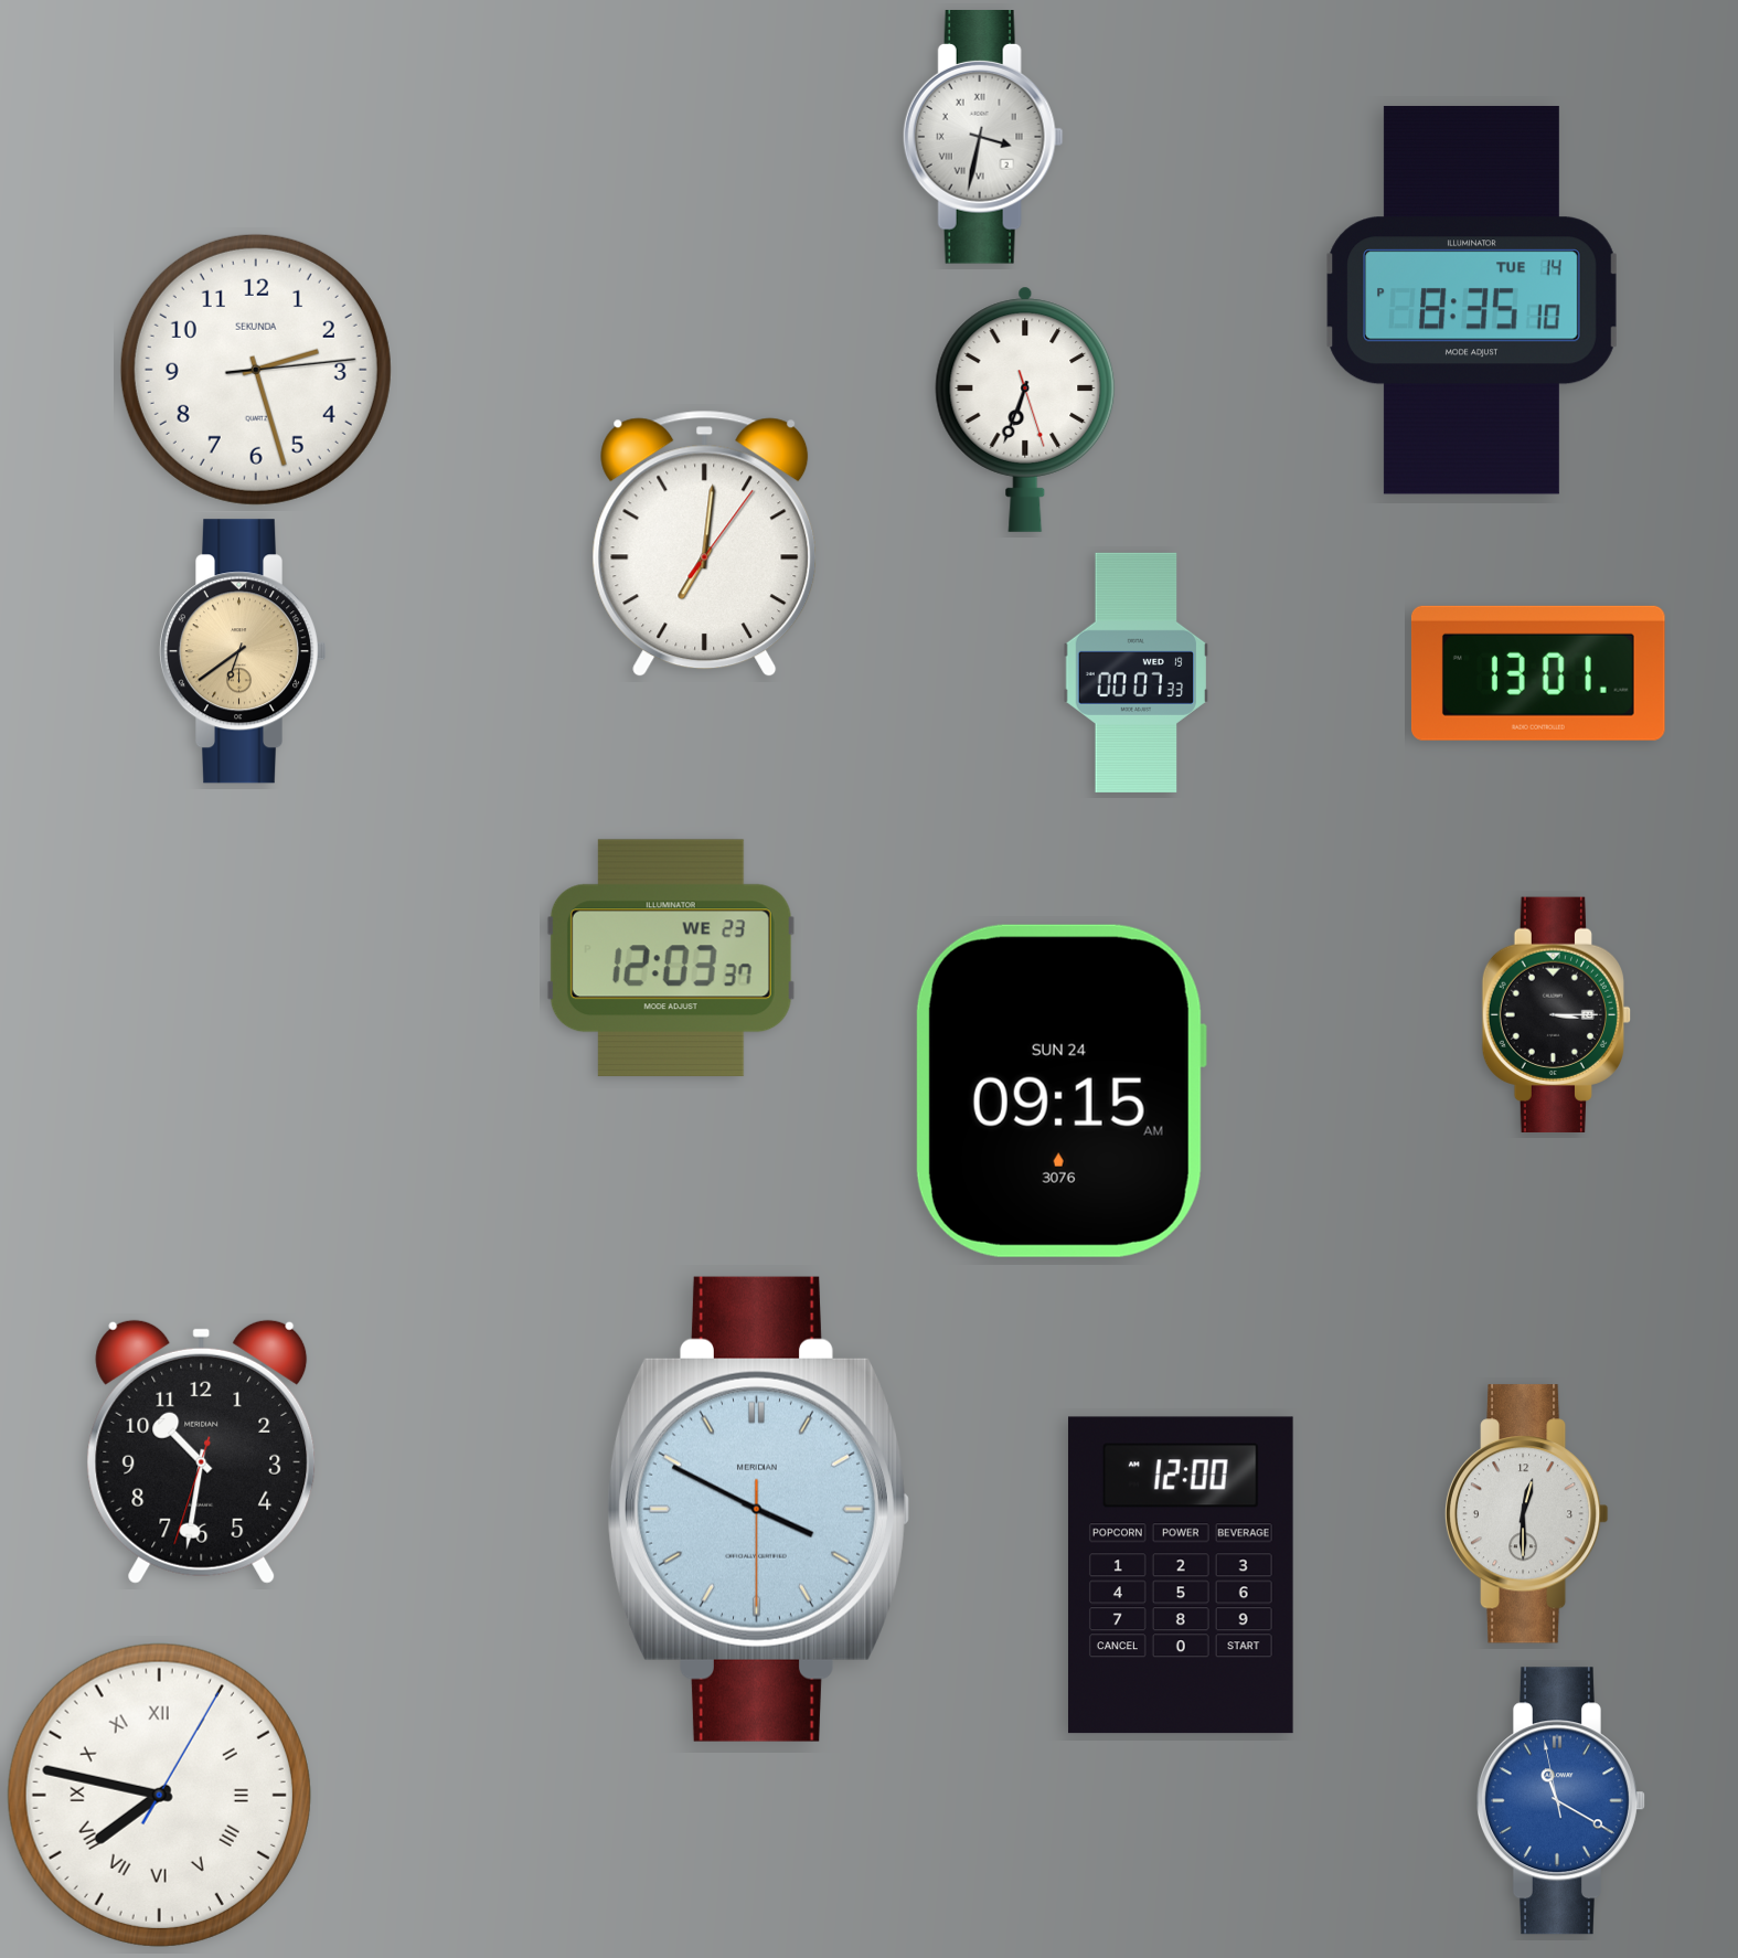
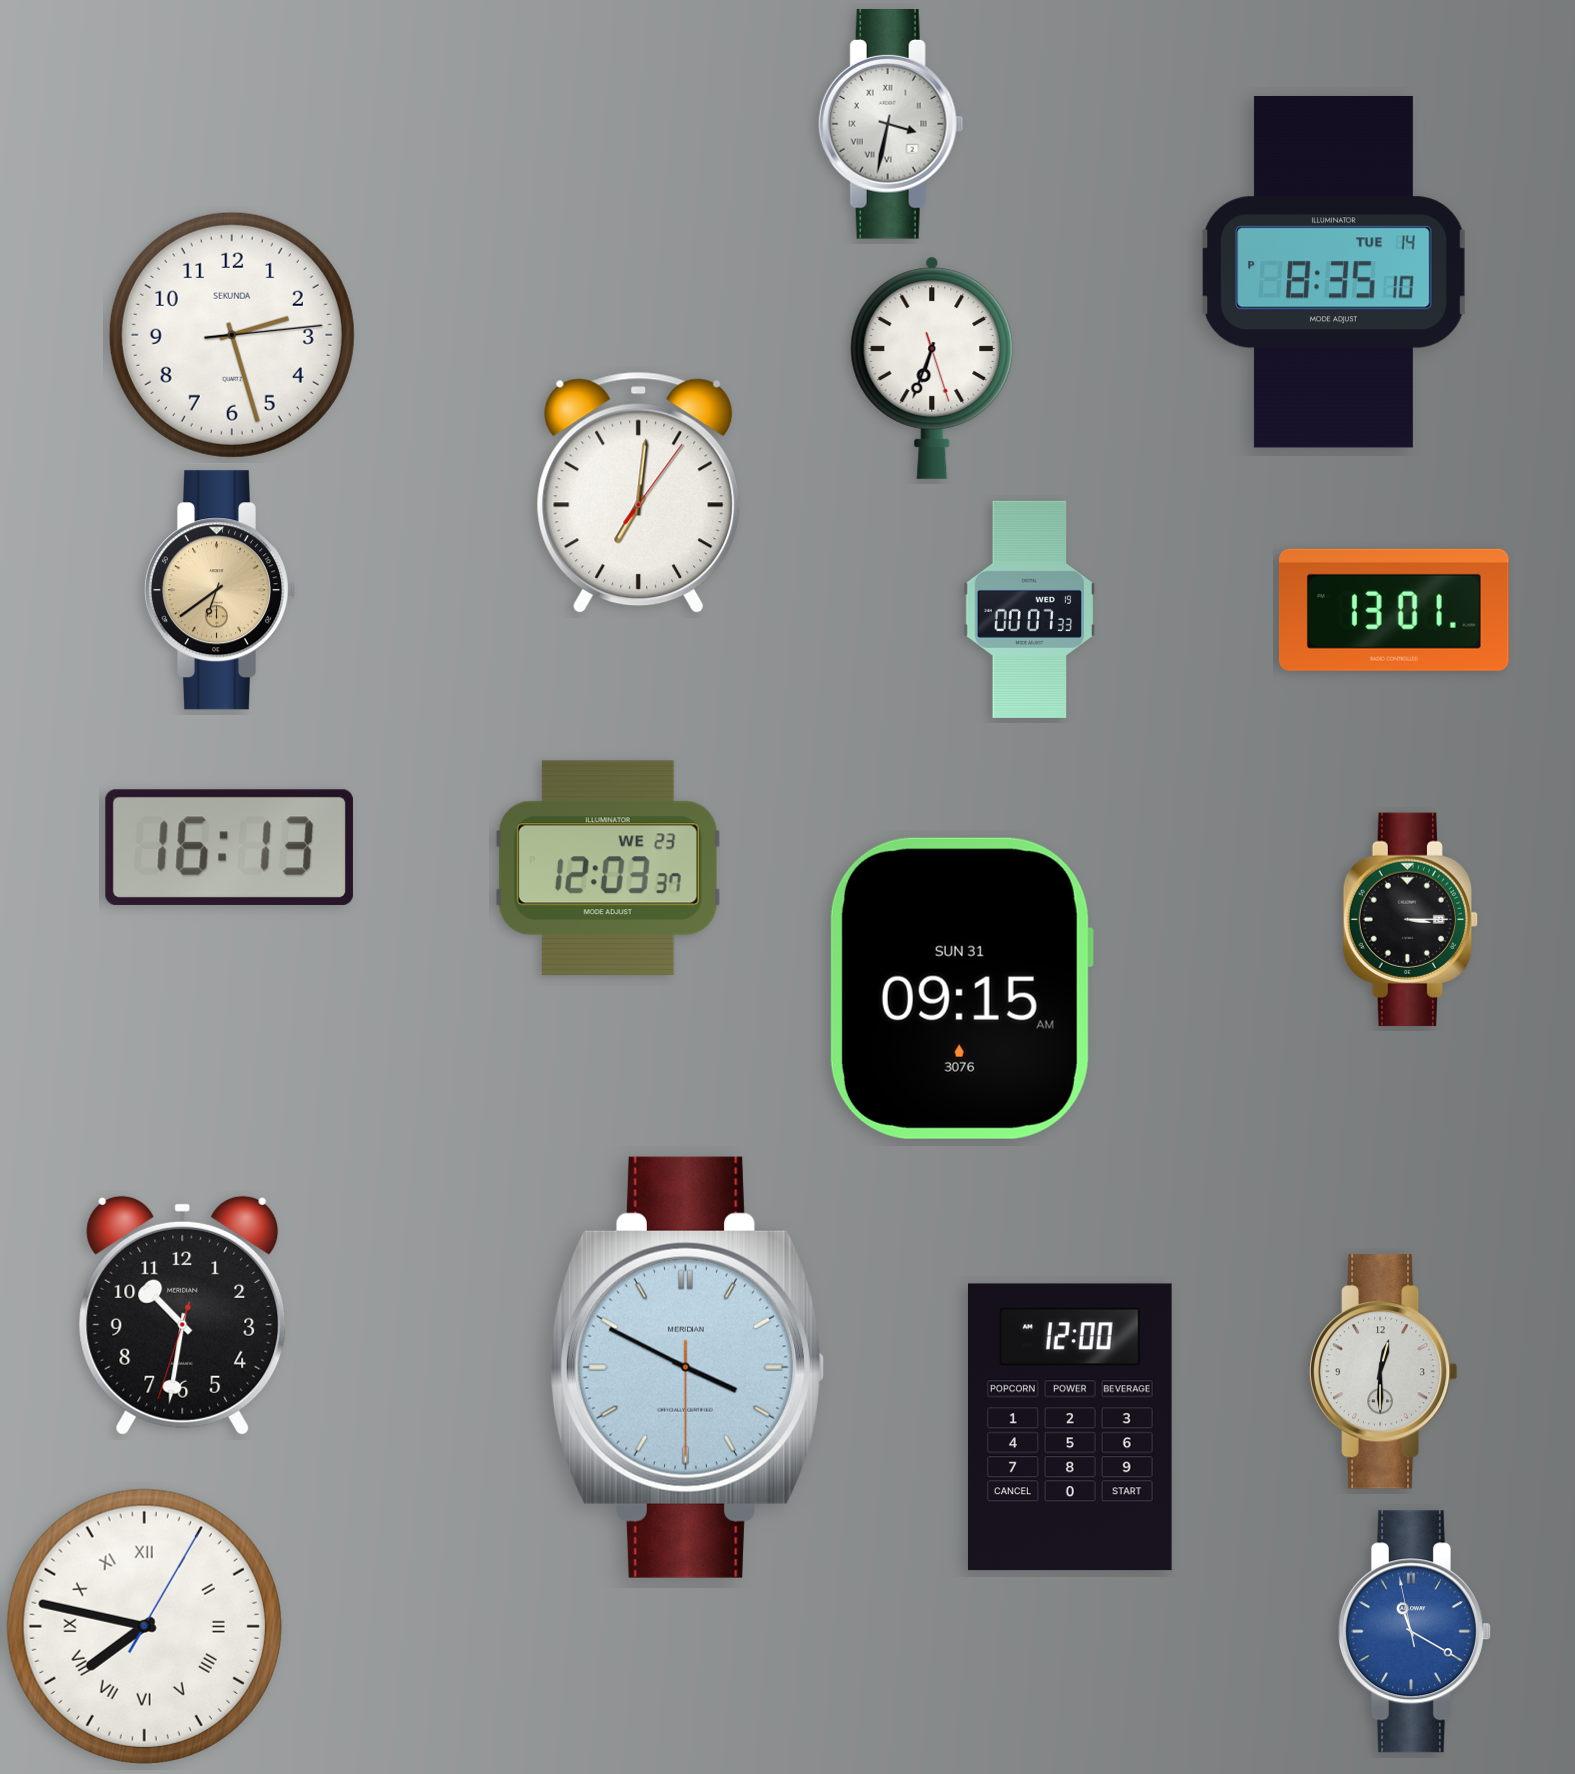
clock at (1025, 409) position: (1025, 409) -> (932, 368)
clock at (229, 847): none -> 16:13
clock at (1060, 1090) date: SUN 24 -> SUN 31
